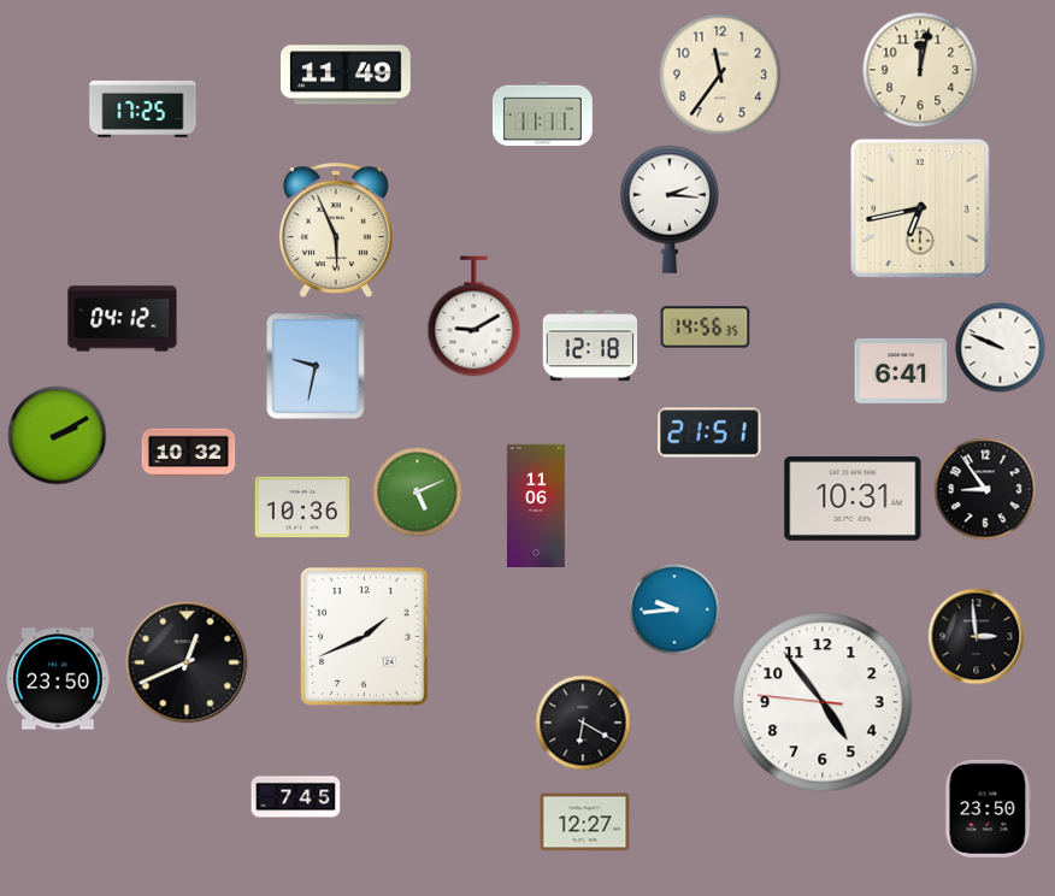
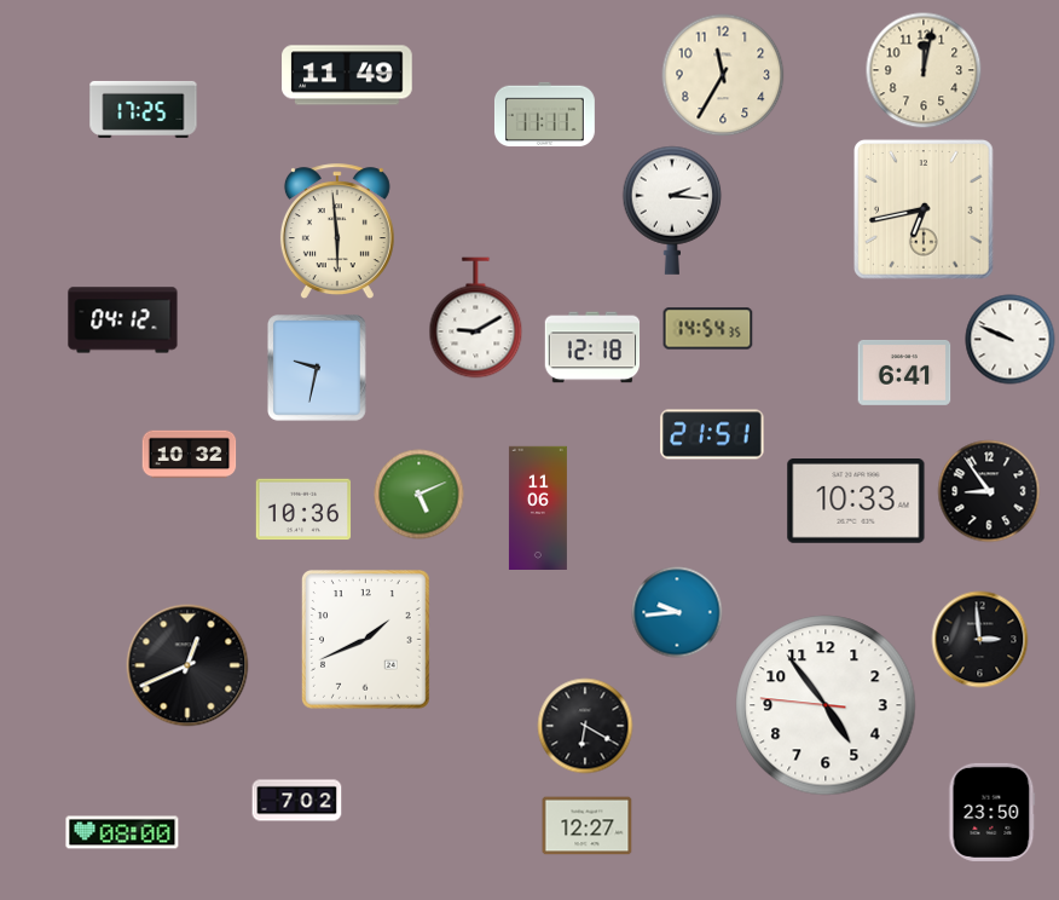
clock at (720, 75): 11:36 -> 11:35
clock at (336, 231): 5:56 -> 5:59
clock at (706, 328): 14:56 -> 14:54
clock at (1001, 348) position: (1001, 348) -> (1011, 340)
clock at (58, 436): 2:10 -> none
clock at (853, 500): 10:31 -> 10:33
clock at (59, 679): 23:50 -> none
clock at (296, 797): 7:45 -> 7:02
clock at (122, 832): none -> 08:00
